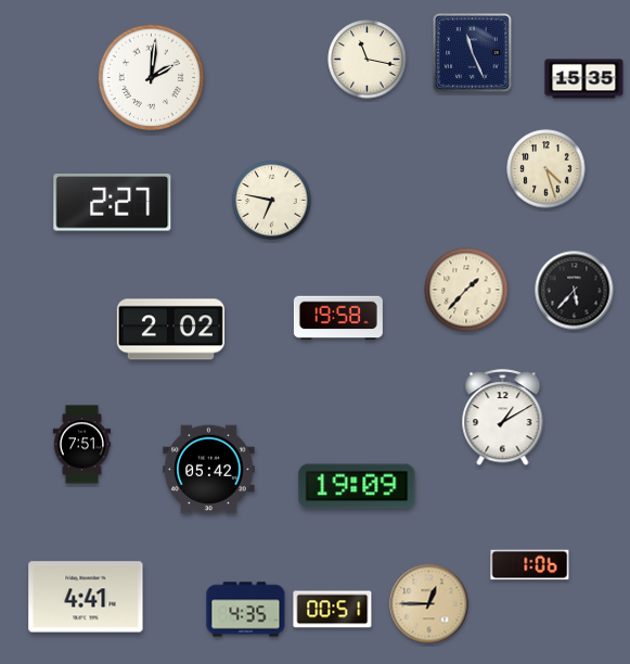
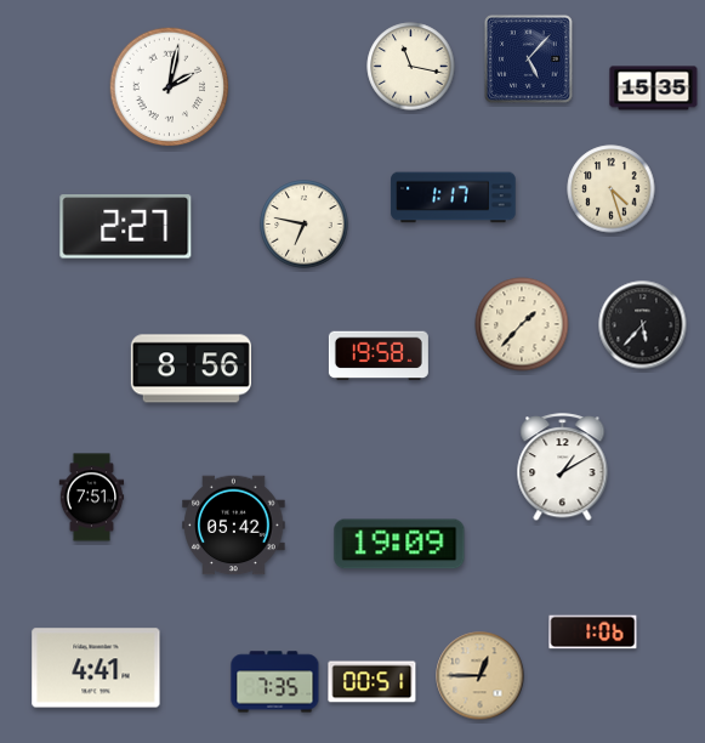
clock at (473, 53): 11:26 -> 5:07
clock at (152, 78): 2:01 -> 2:02
clock at (454, 198): none -> 1:17
clock at (170, 330): 2:02 -> 8:56
clock at (246, 610): 4:35 -> 7:35
